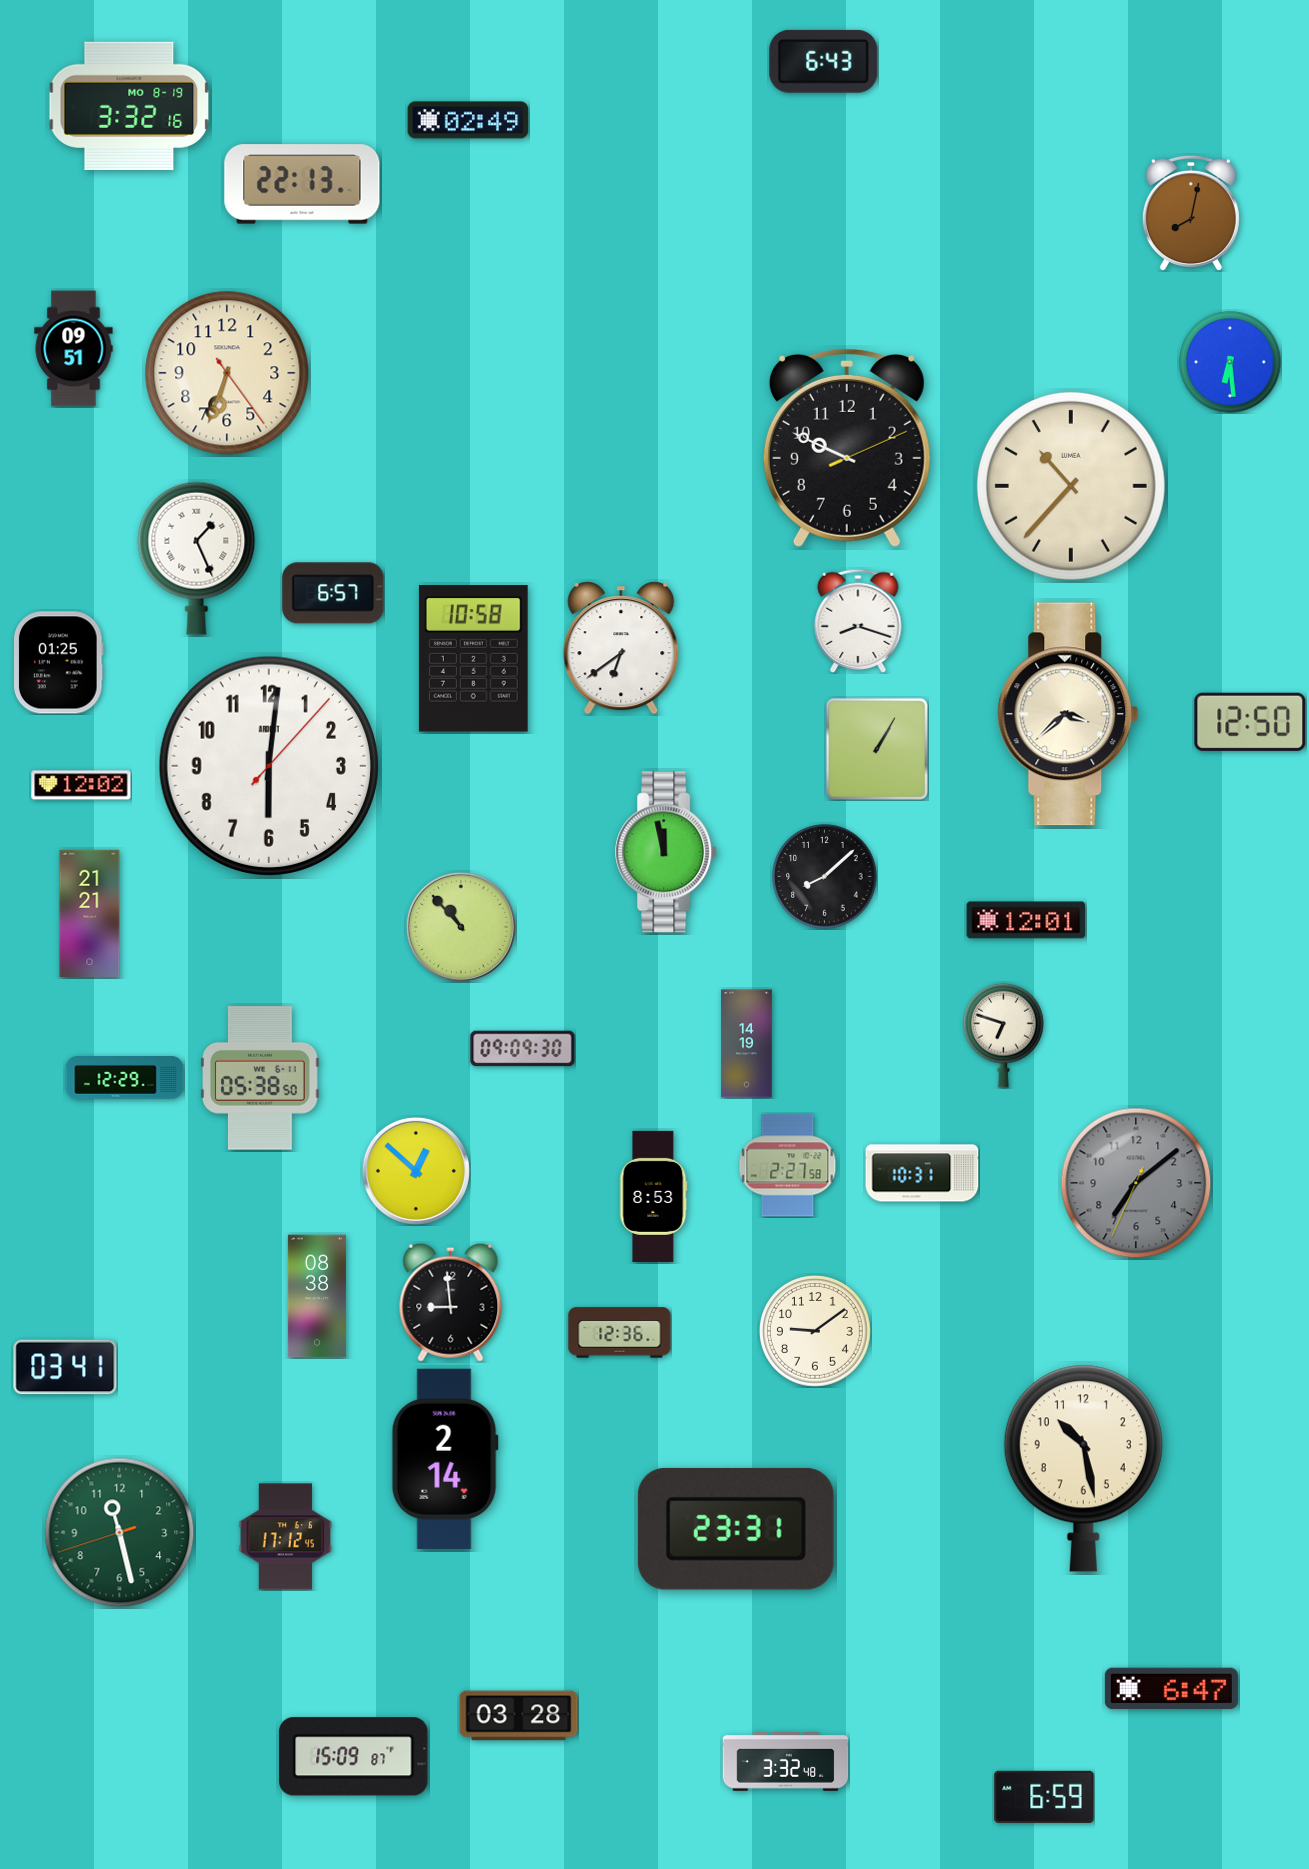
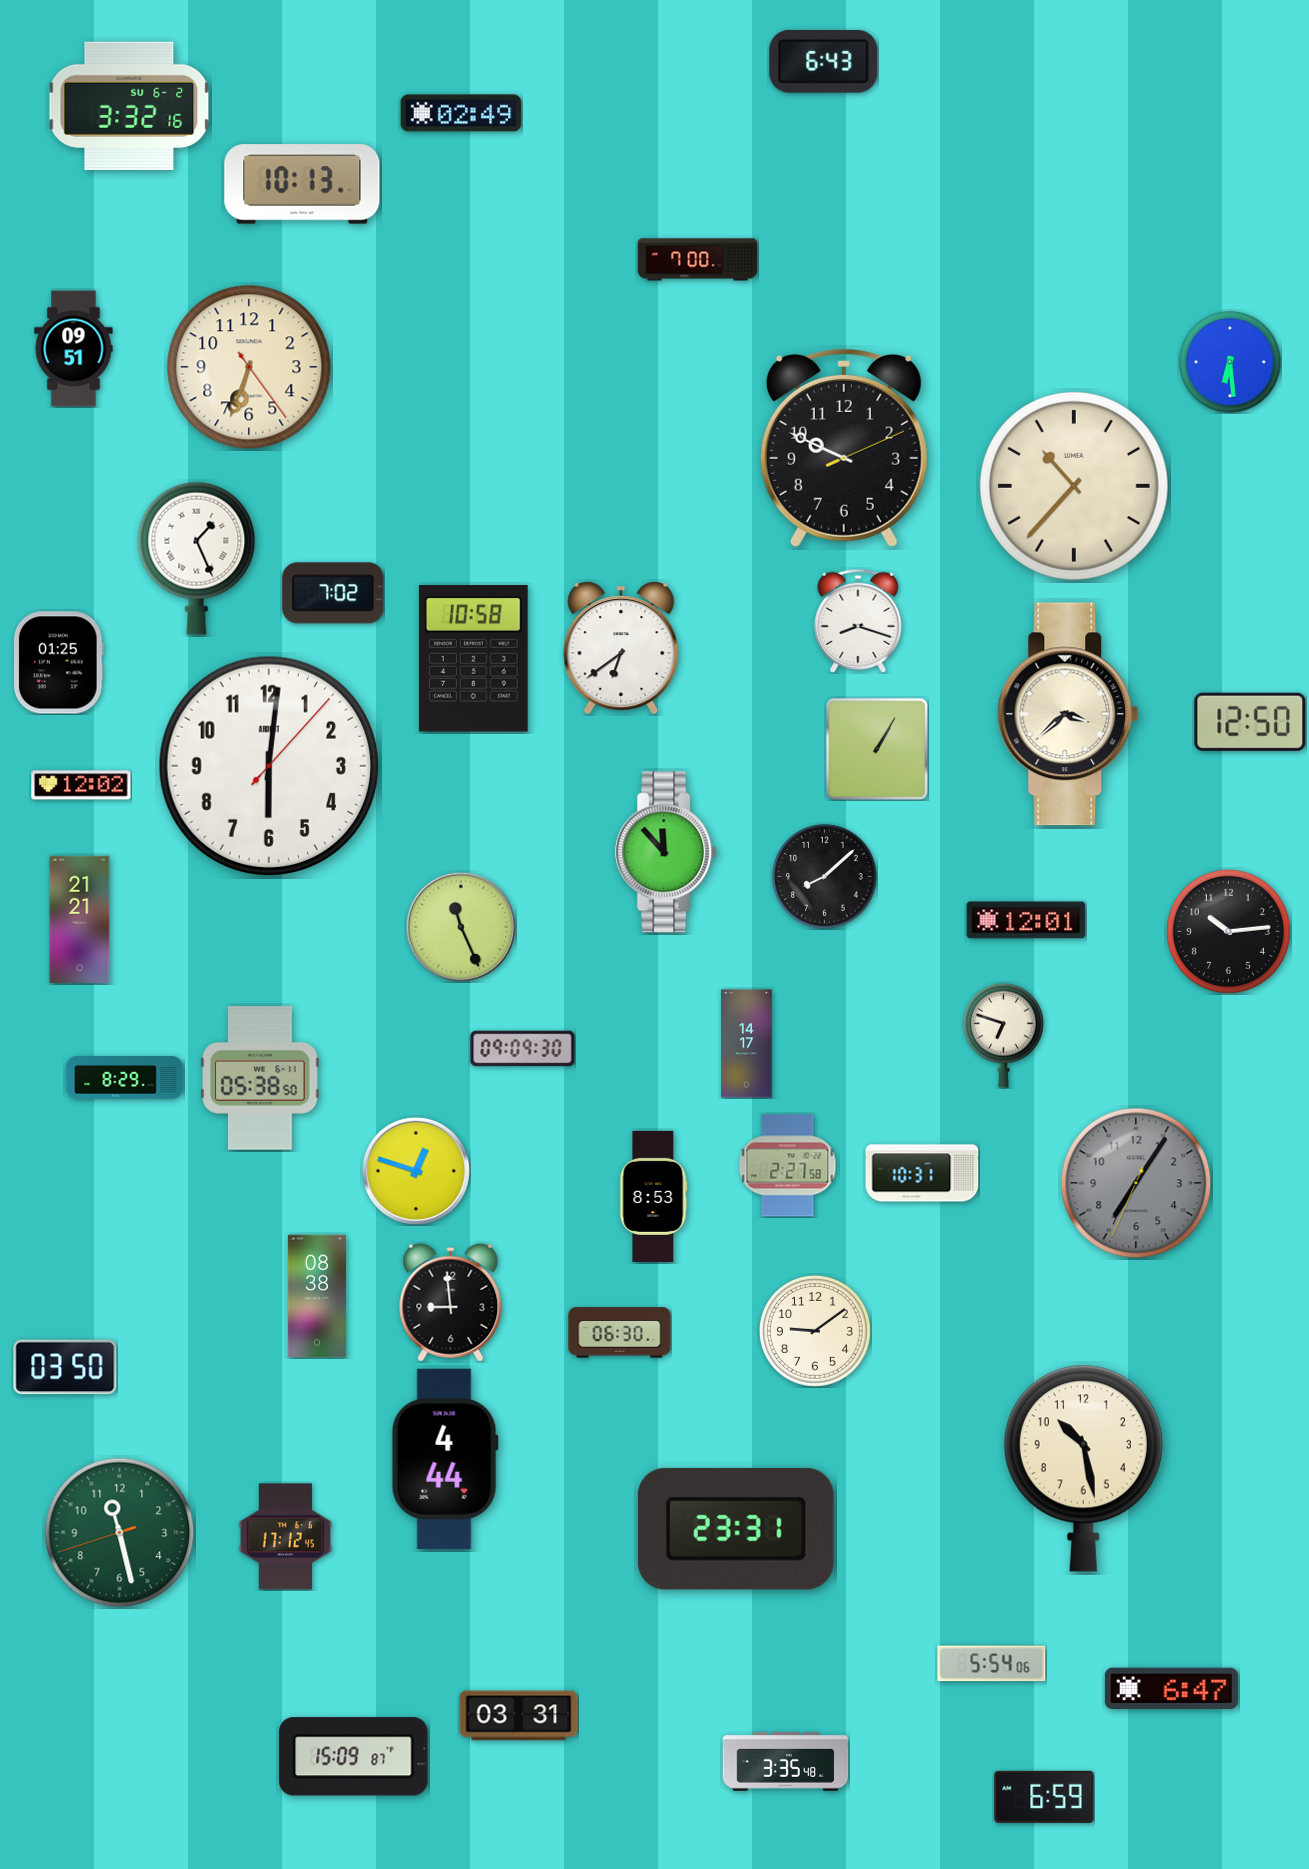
clock at (129, 105) date: MO 8-19 -> SU 6-2
clock at (468, 120) position: (468, 120) -> (461, 113)
clock at (302, 184): 22:13 -> 10:13
clock at (1191, 213): 8:02 -> none
clock at (698, 260): none -> 7:00
clock at (227, 373) position: (227, 373) -> (249, 367)
clock at (847, 447) position: (847, 447) -> (844, 447)
clock at (1071, 486) position: (1071, 486) -> (1074, 486)
clock at (333, 593): 6:57 -> 7:02
clock at (667, 852): 11:58 -> 11:53
clock at (90, 914) position: (90, 914) -> (80, 920)
clock at (461, 927): 10:53 -> 11:26
clock at (1228, 931): none -> 10:14
clock at (747, 1044): 14:19 -> 14:17
clock at (125, 1078): 12:29 -> 8:29
clock at (416, 1171): 12:52 -> 12:48
clock at (1136, 1183): 7:08 -> 7:05
clock at (620, 1333): 12:36 -> 06:30
clock at (65, 1367): 03:41 -> 03:50
clock at (445, 1459): 2:14 -> 4:44
clock at (992, 1664): none -> 5:54
clock at (519, 1716): 03:28 -> 03:31
clock at (786, 1761): 3:32 -> 3:35
